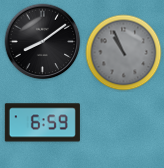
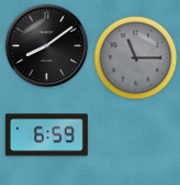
clock at (124, 53): 10:56 -> 11:15
